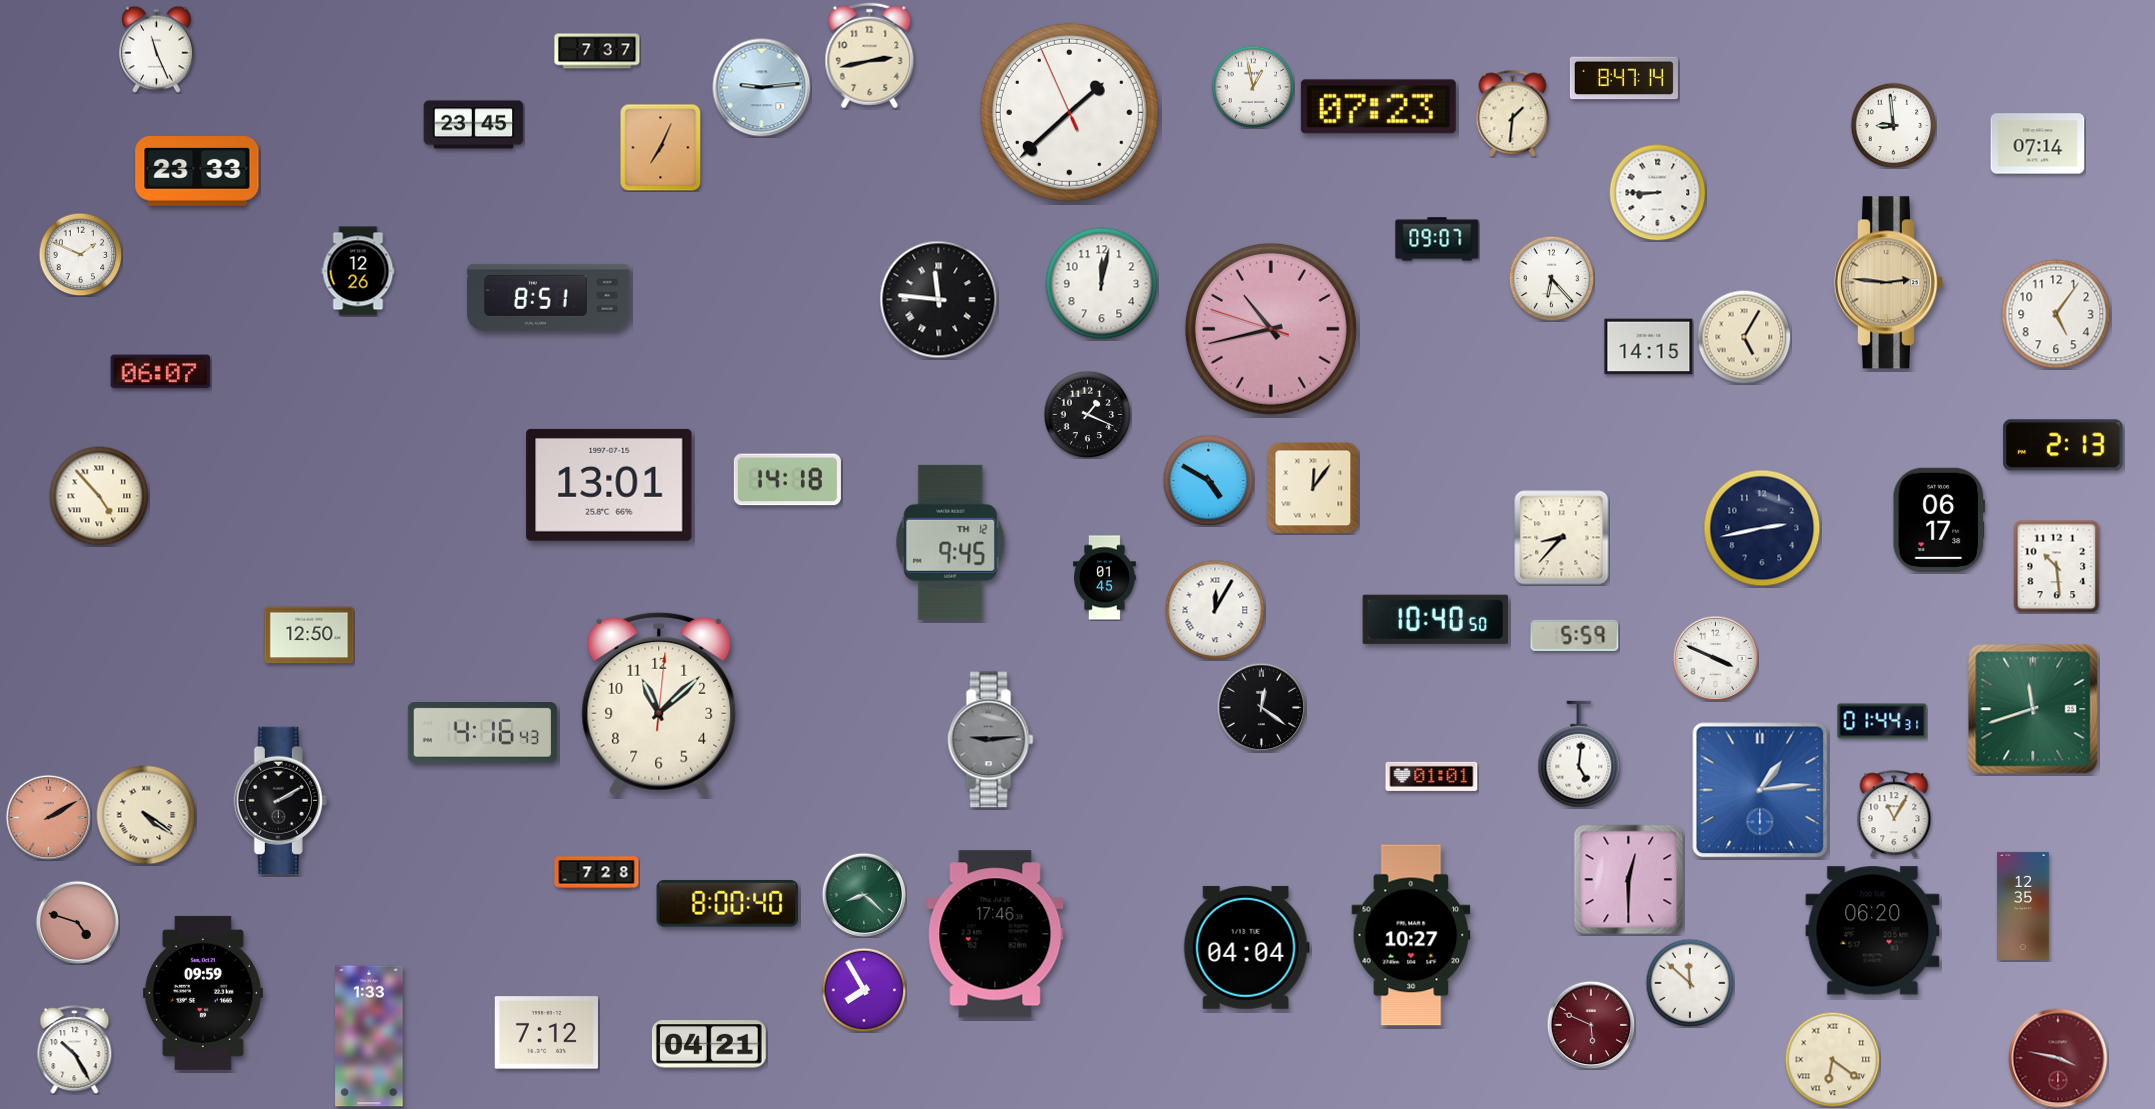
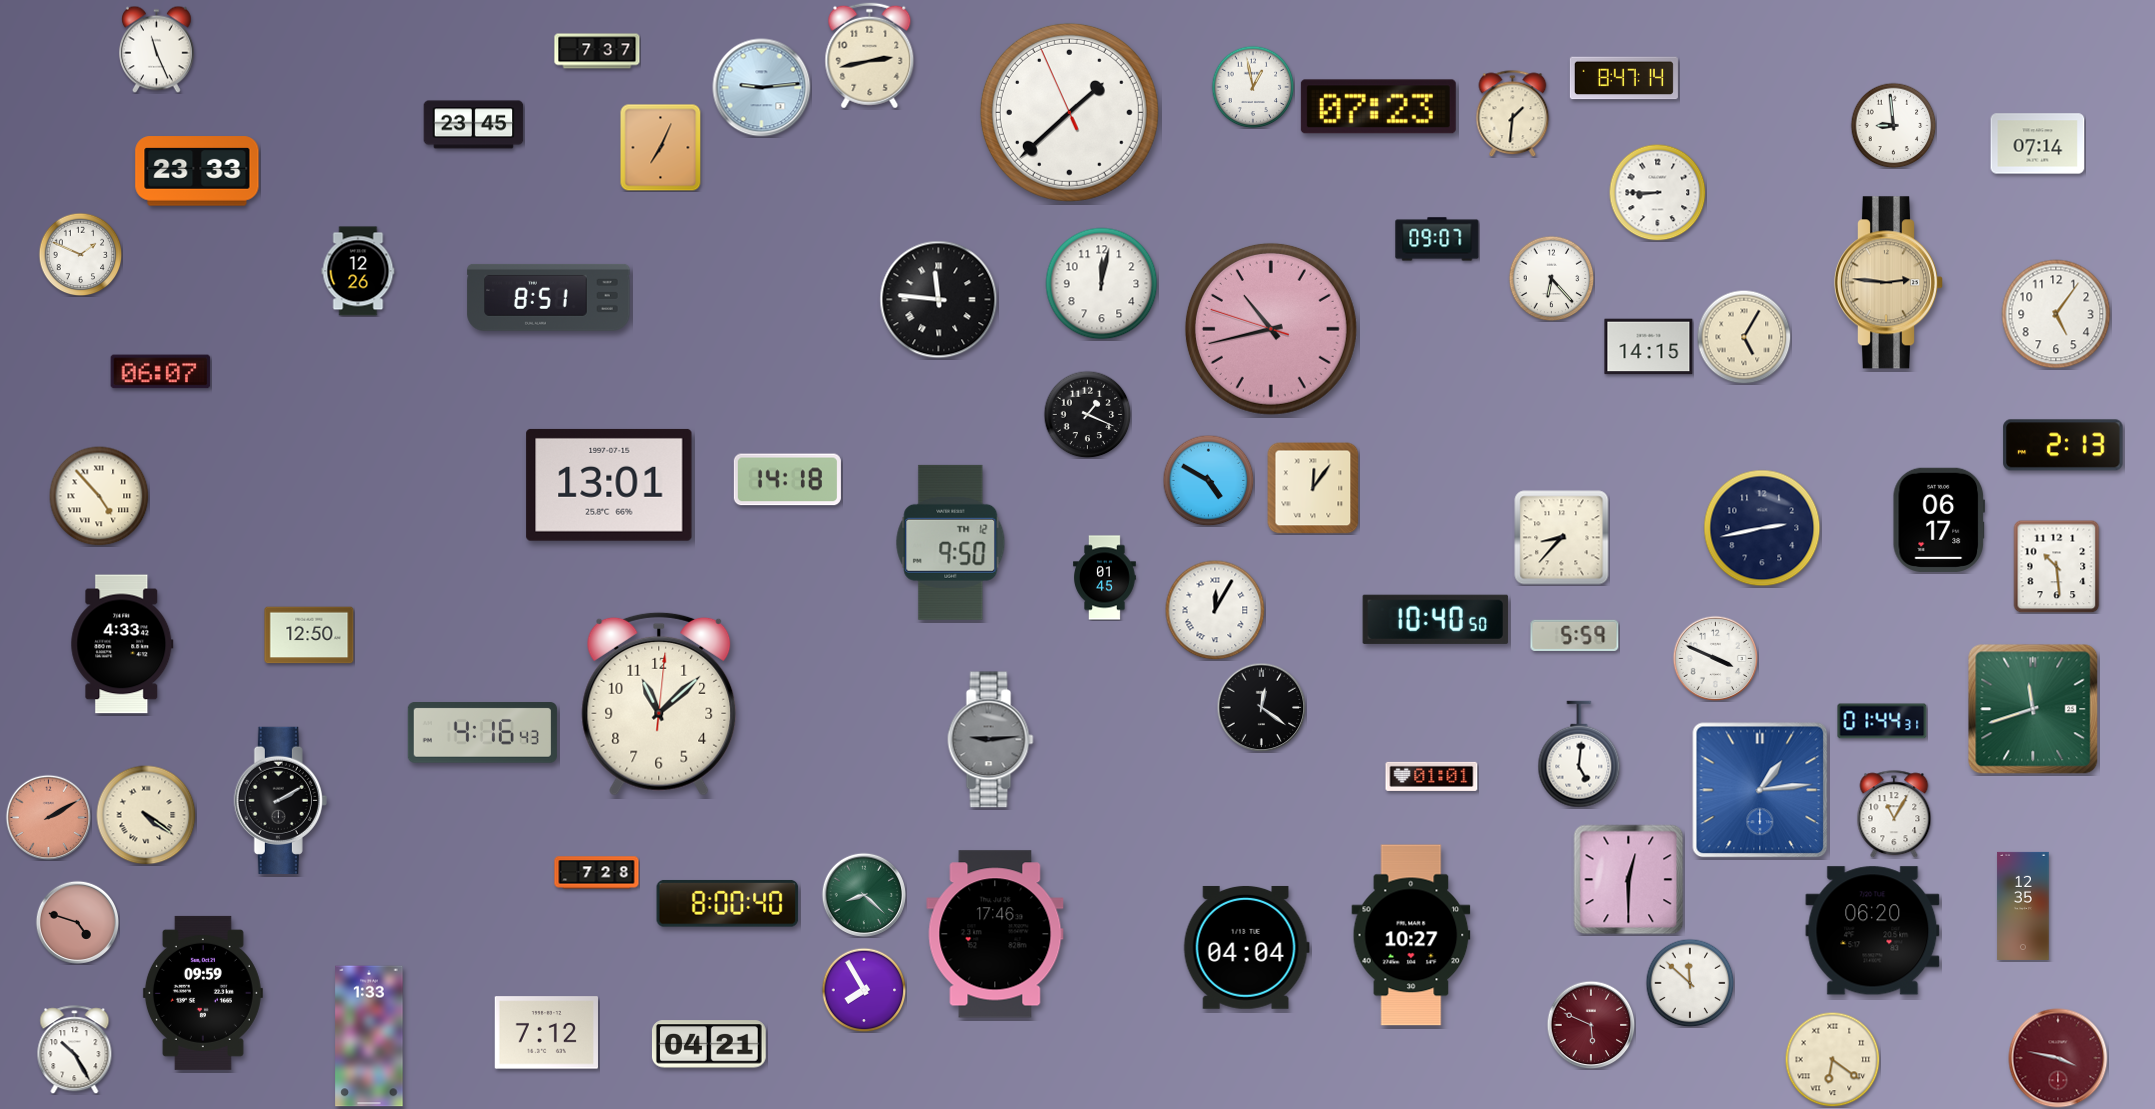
clock at (951, 542): 9:45 -> 9:50
clock at (122, 644): none -> 4:33
